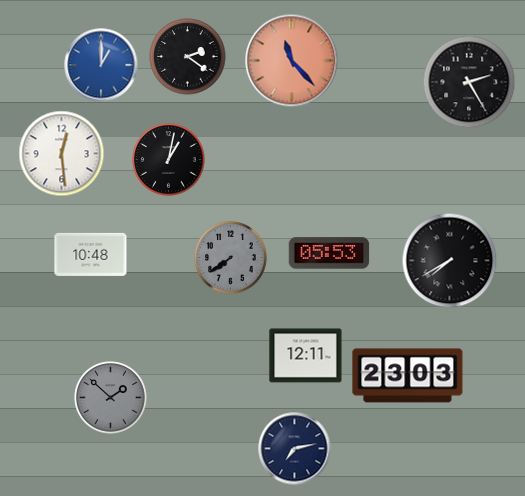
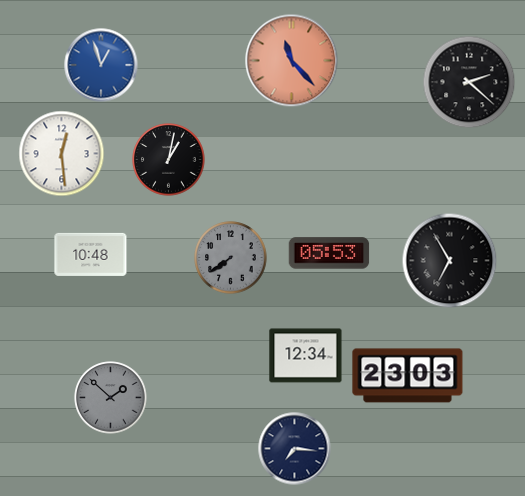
clock at (188, 57): 2:21 -> none
clock at (101, 65): 1:00 -> 12:57
clock at (469, 82): 2:25 -> 2:22
clock at (450, 261): 7:40 -> 6:55
clock at (306, 356): 12:11 -> 12:34
clock at (295, 449): 7:13 -> 7:16
